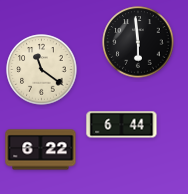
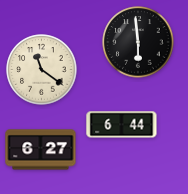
clock at (41, 150): 6:22 -> 6:27
